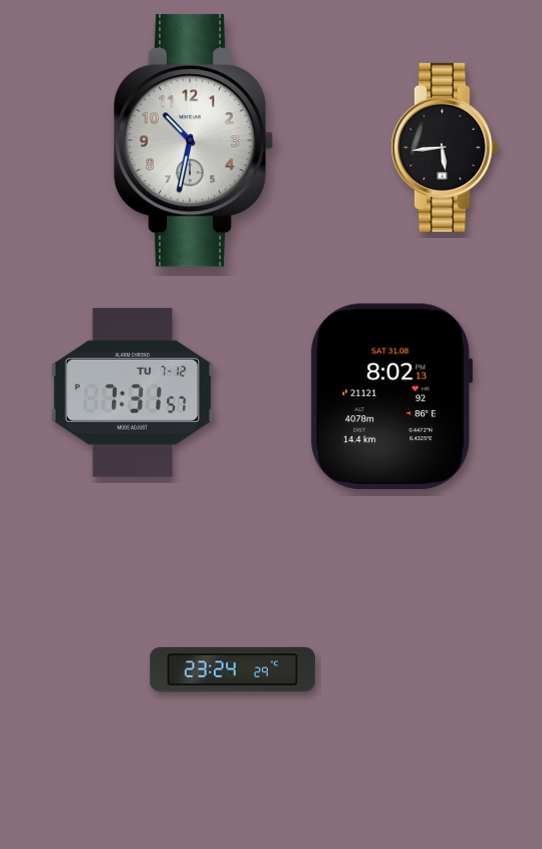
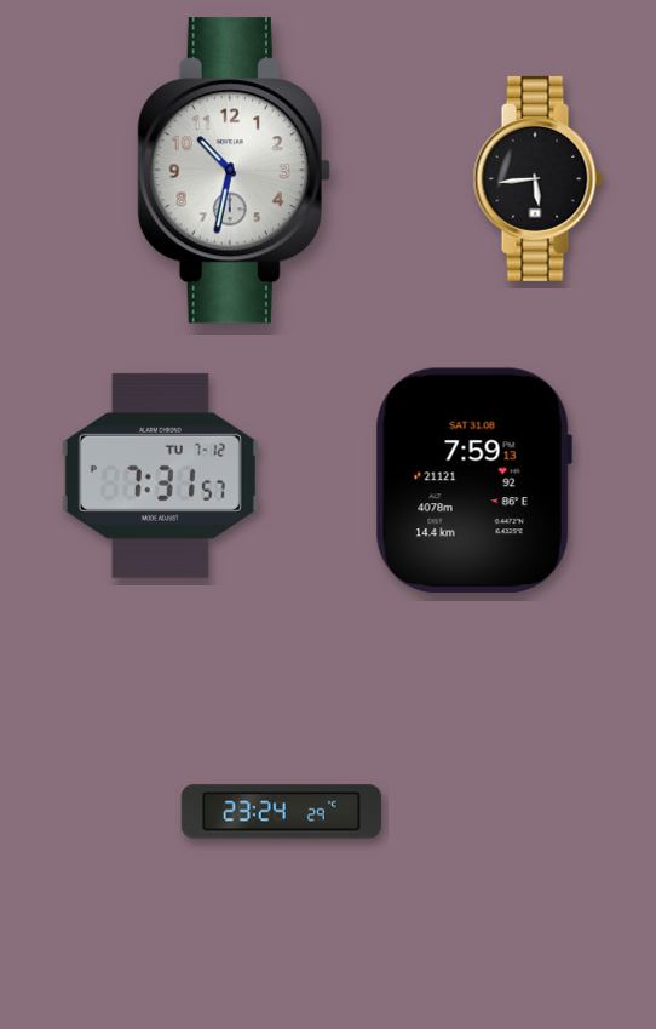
clock at (391, 397): 8:02 -> 7:59
